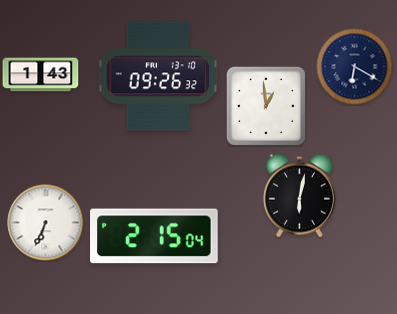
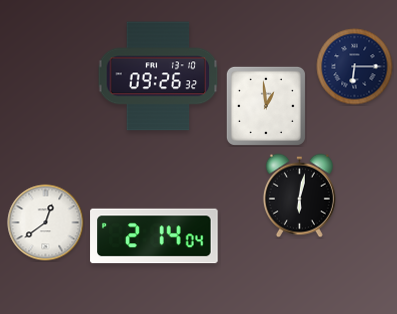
clock at (355, 67): 6:20 -> 6:15
clock at (41, 75): 1:43 -> none
clock at (46, 223): 6:34 -> 12:39
clock at (154, 236): 2:15 -> 2:14
